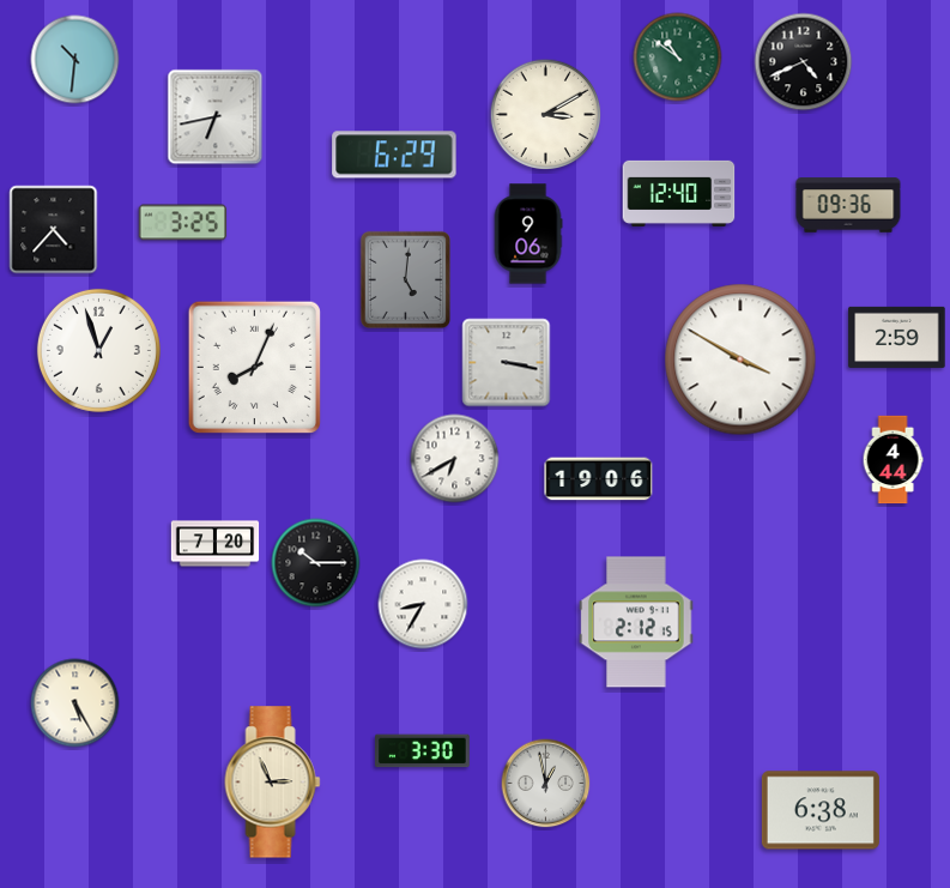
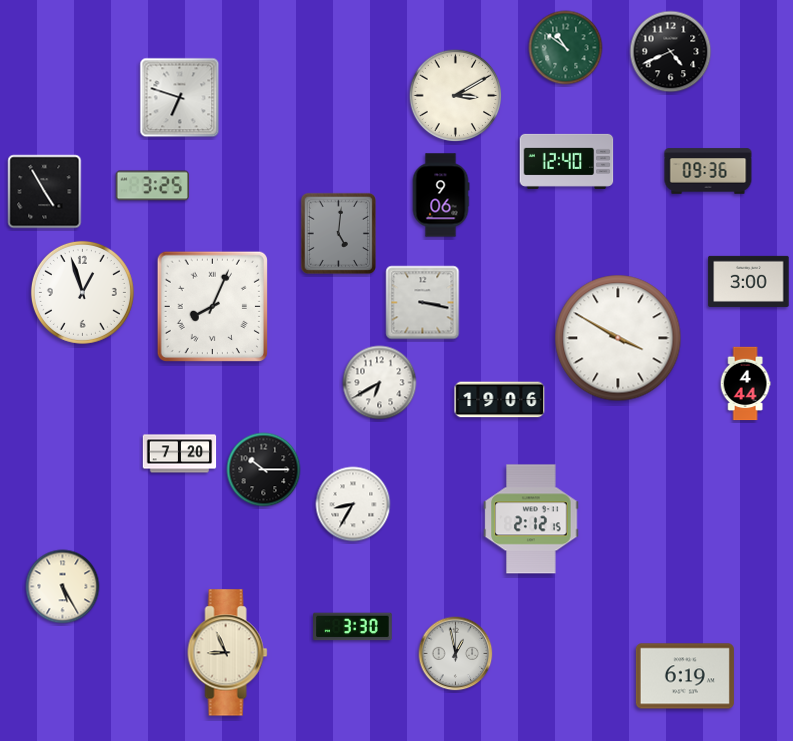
clock at (75, 60): 10:31 -> none
clock at (216, 117): 6:43 -> 6:48
clock at (394, 155): 6:29 -> none
clock at (54, 230): 4:37 -> 4:55
clock at (897, 337): 2:59 -> 3:00
clock at (740, 360) position: (740, 360) -> (618, 338)
clock at (273, 783): 2:56 -> 8:56
clock at (821, 810): 6:38 -> 6:19
